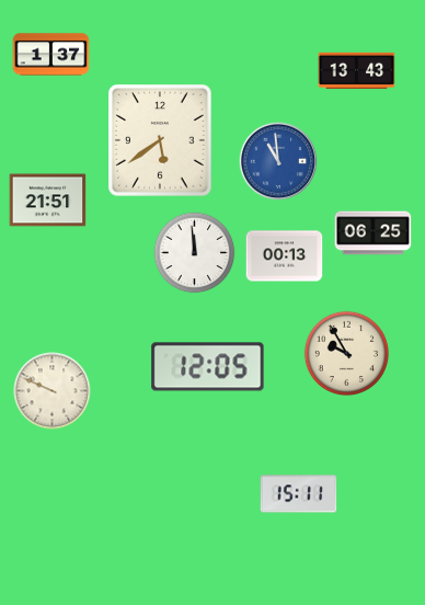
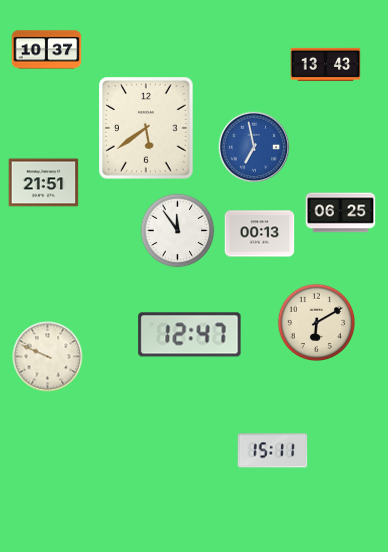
clock at (51, 55): 1:37 -> 10:37
clock at (278, 161): 10:59 -> 6:58
clock at (195, 253): 11:59 -> 11:54
clock at (346, 353): 9:55 -> 6:10
clock at (208, 367): 12:05 -> 12:47
